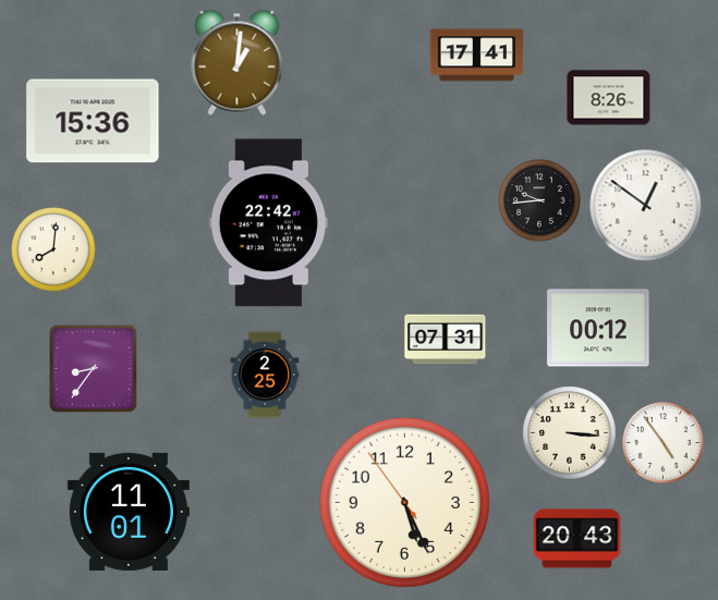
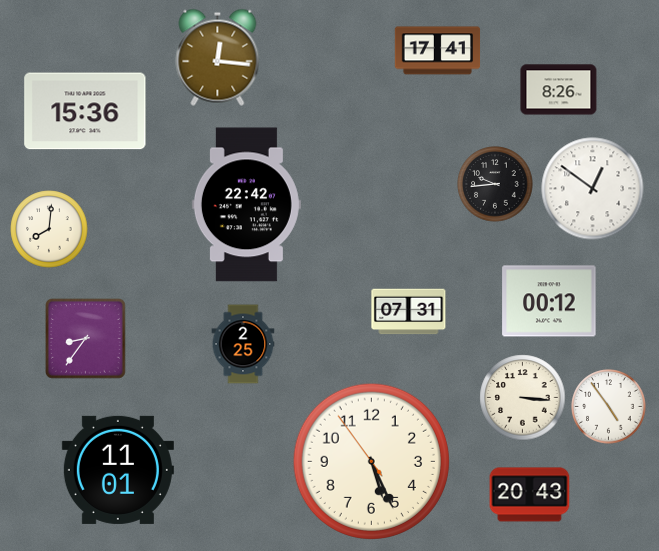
clock at (238, 62): 1:01 -> 12:16
